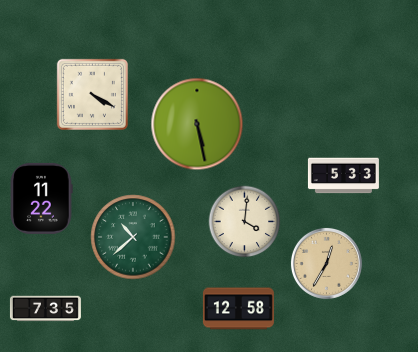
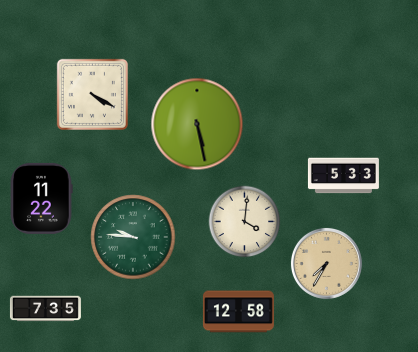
clock at (133, 237): 10:38 -> 9:46
clock at (326, 263): 12:35 -> 7:35
clock at (238, 309) position: (238, 309) -> (238, 312)
